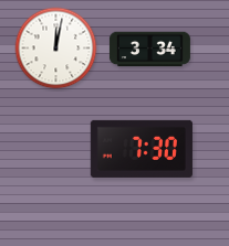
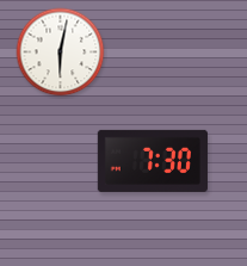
clock at (56, 49): 12:02 -> 6:02
clock at (149, 50): 3:34 -> none
